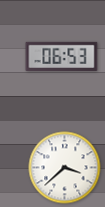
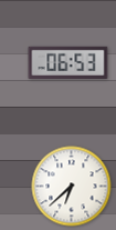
clock at (65, 168): 3:38 -> 6:38
